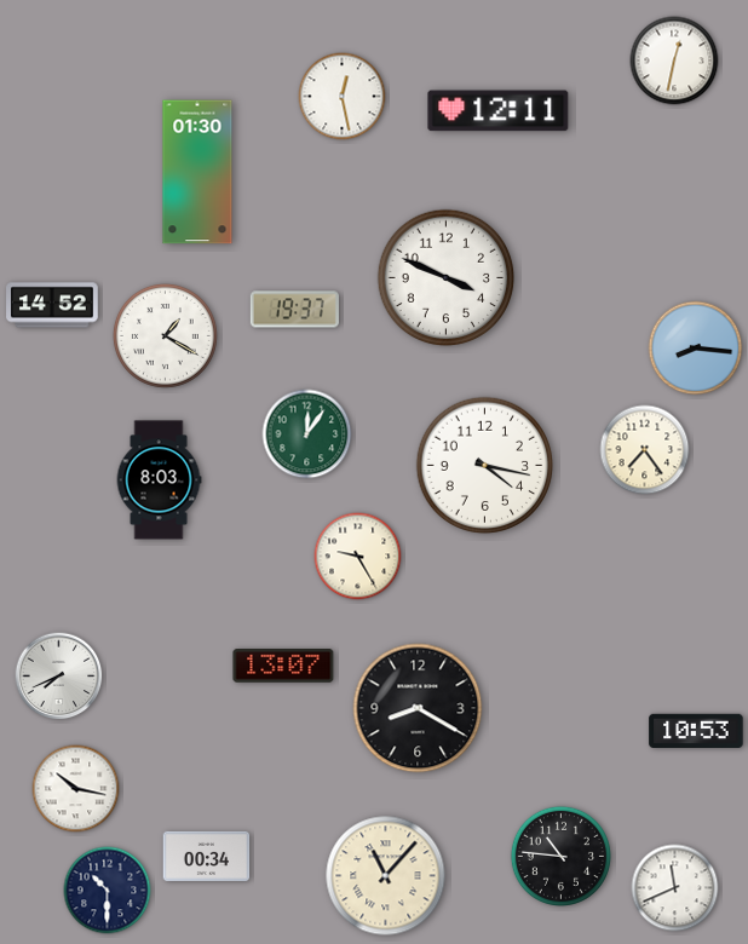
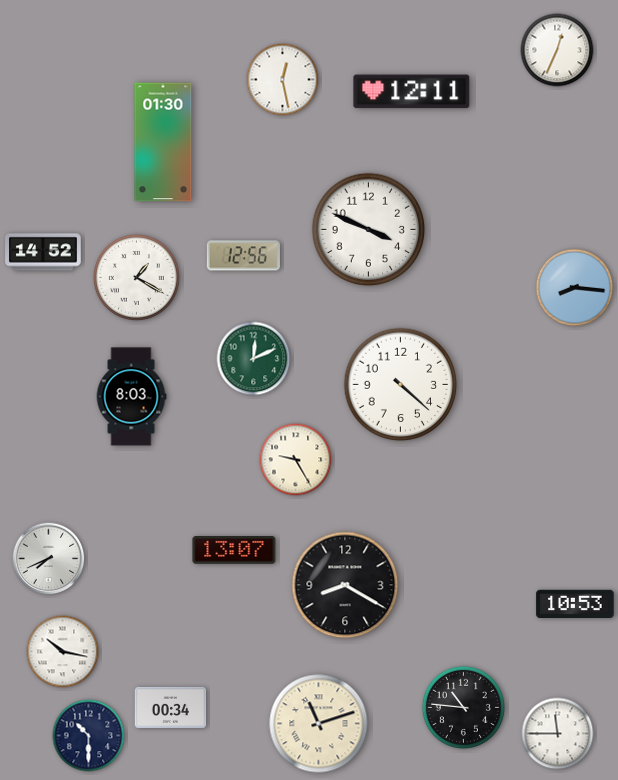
clock at (674, 61): 12:32 -> 12:34
clock at (294, 310): 19:37 -> 12:56
clock at (307, 434): 12:06 -> 12:11
clock at (645, 450): 7:24 -> none
clock at (485, 466): 4:17 -> 4:22
clock at (386, 876): 11:07 -> 11:12
clock at (675, 888): 11:41 -> 11:45
